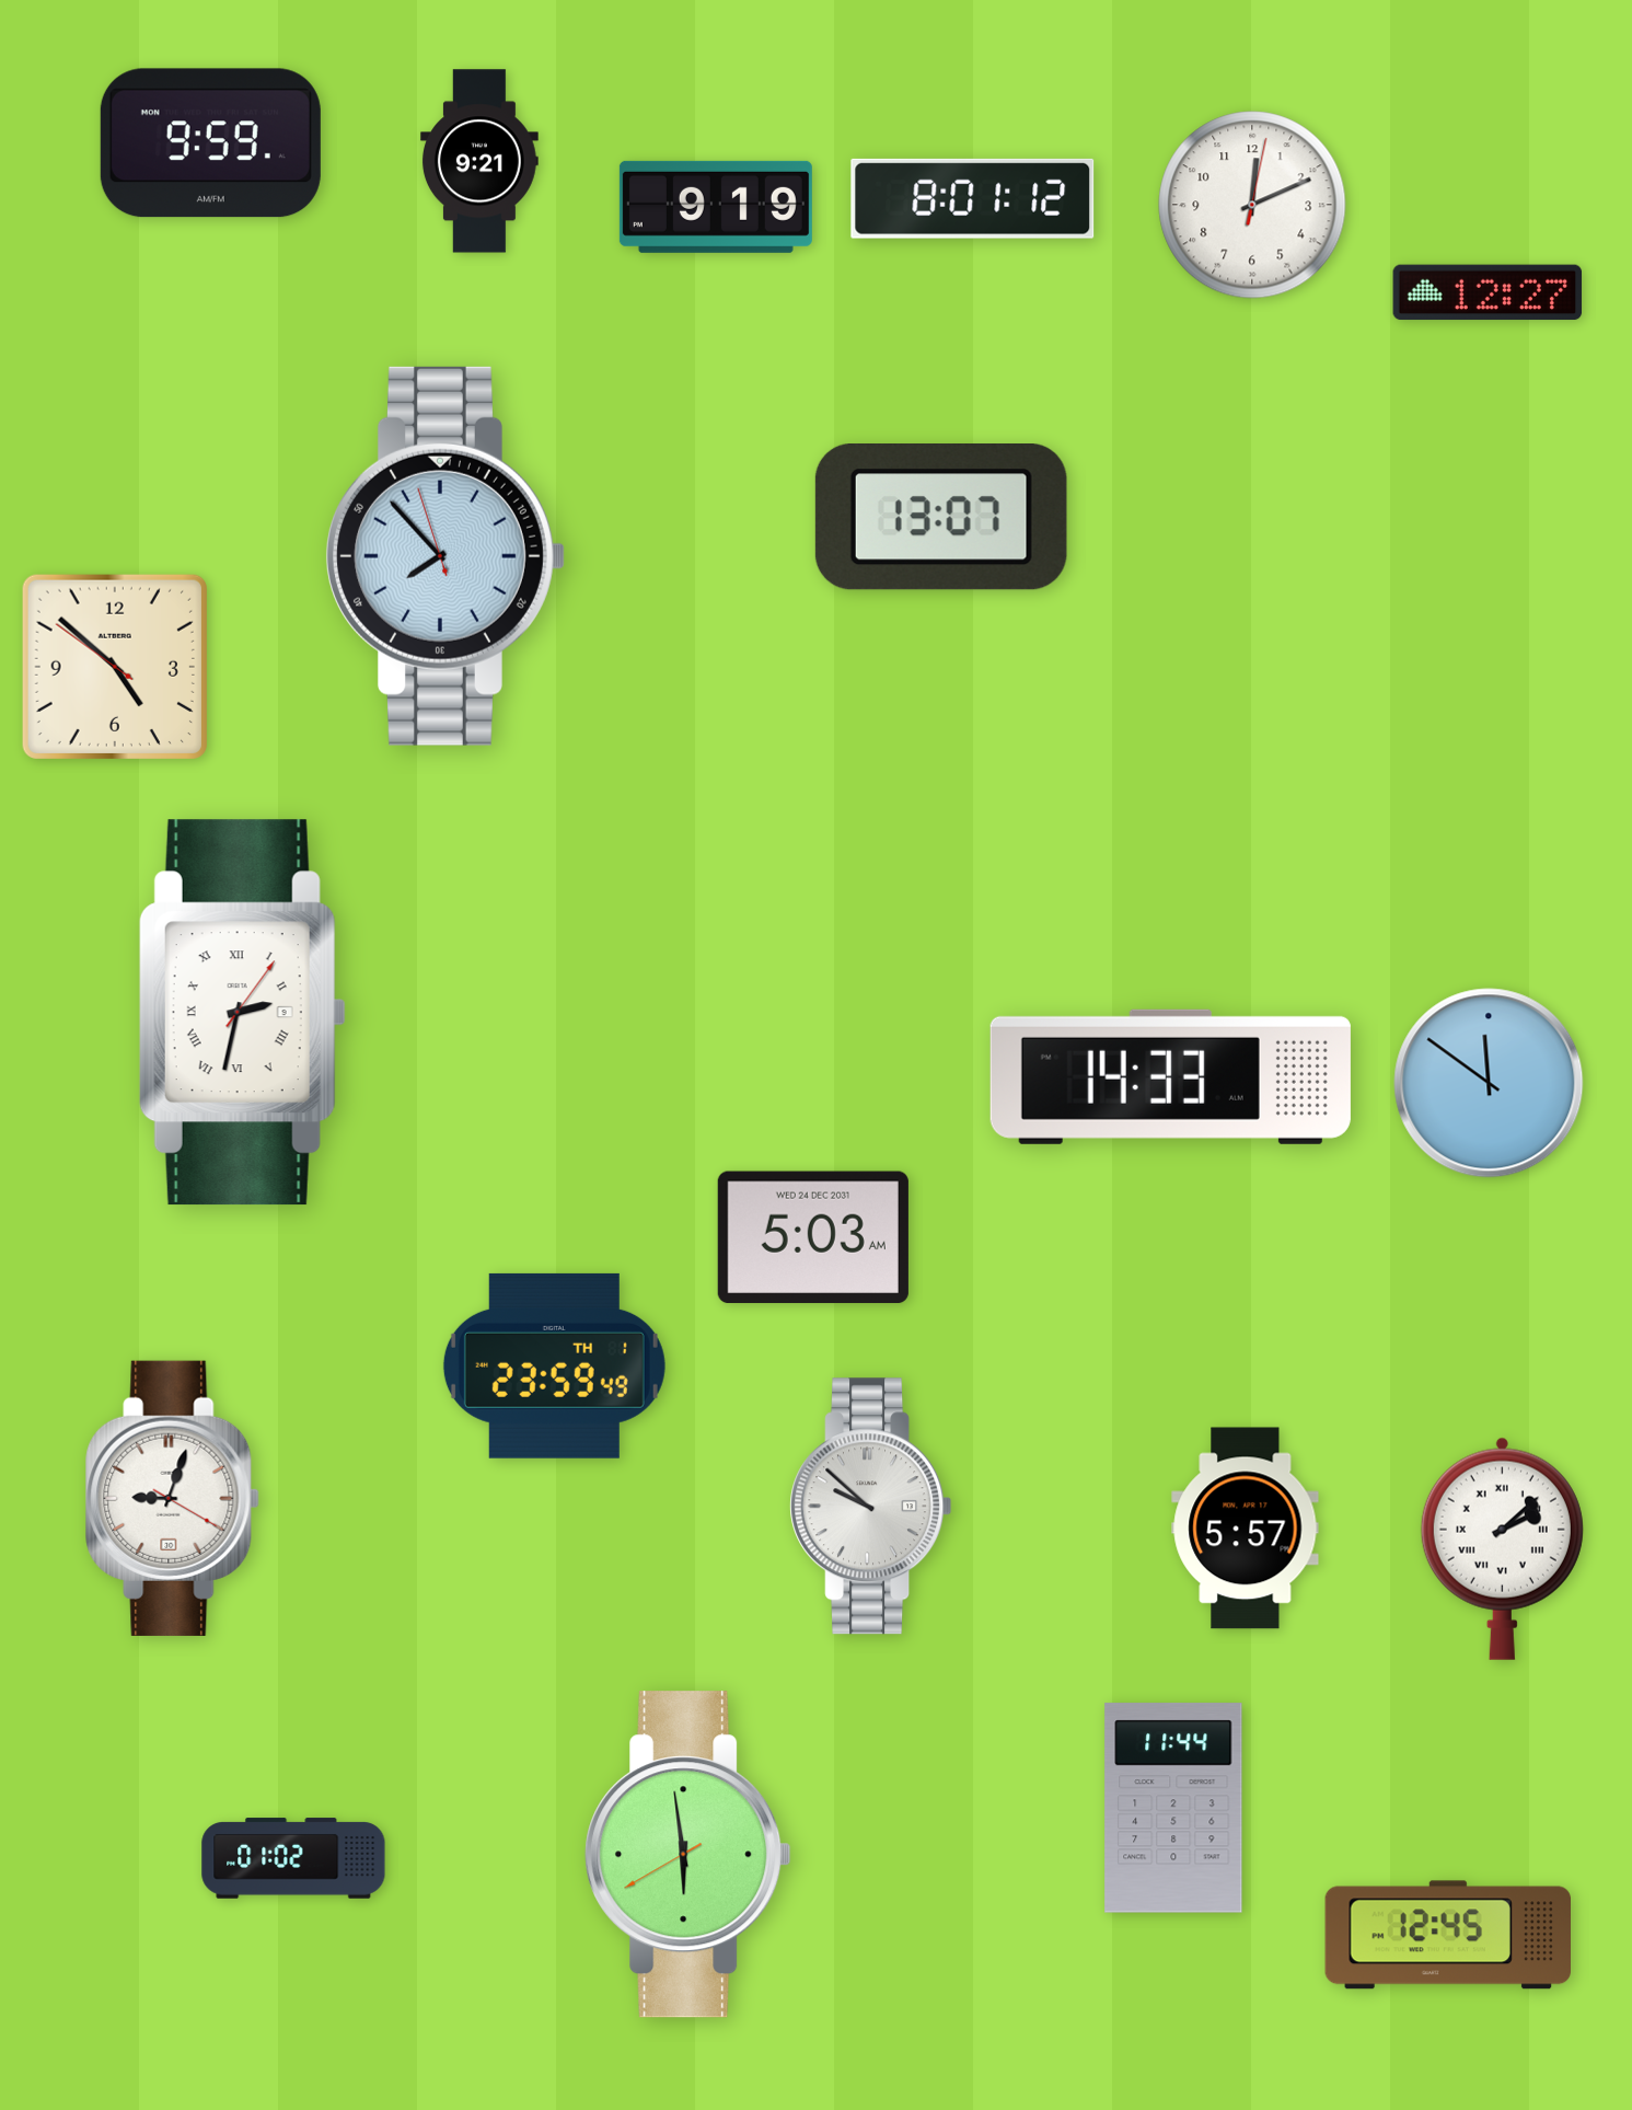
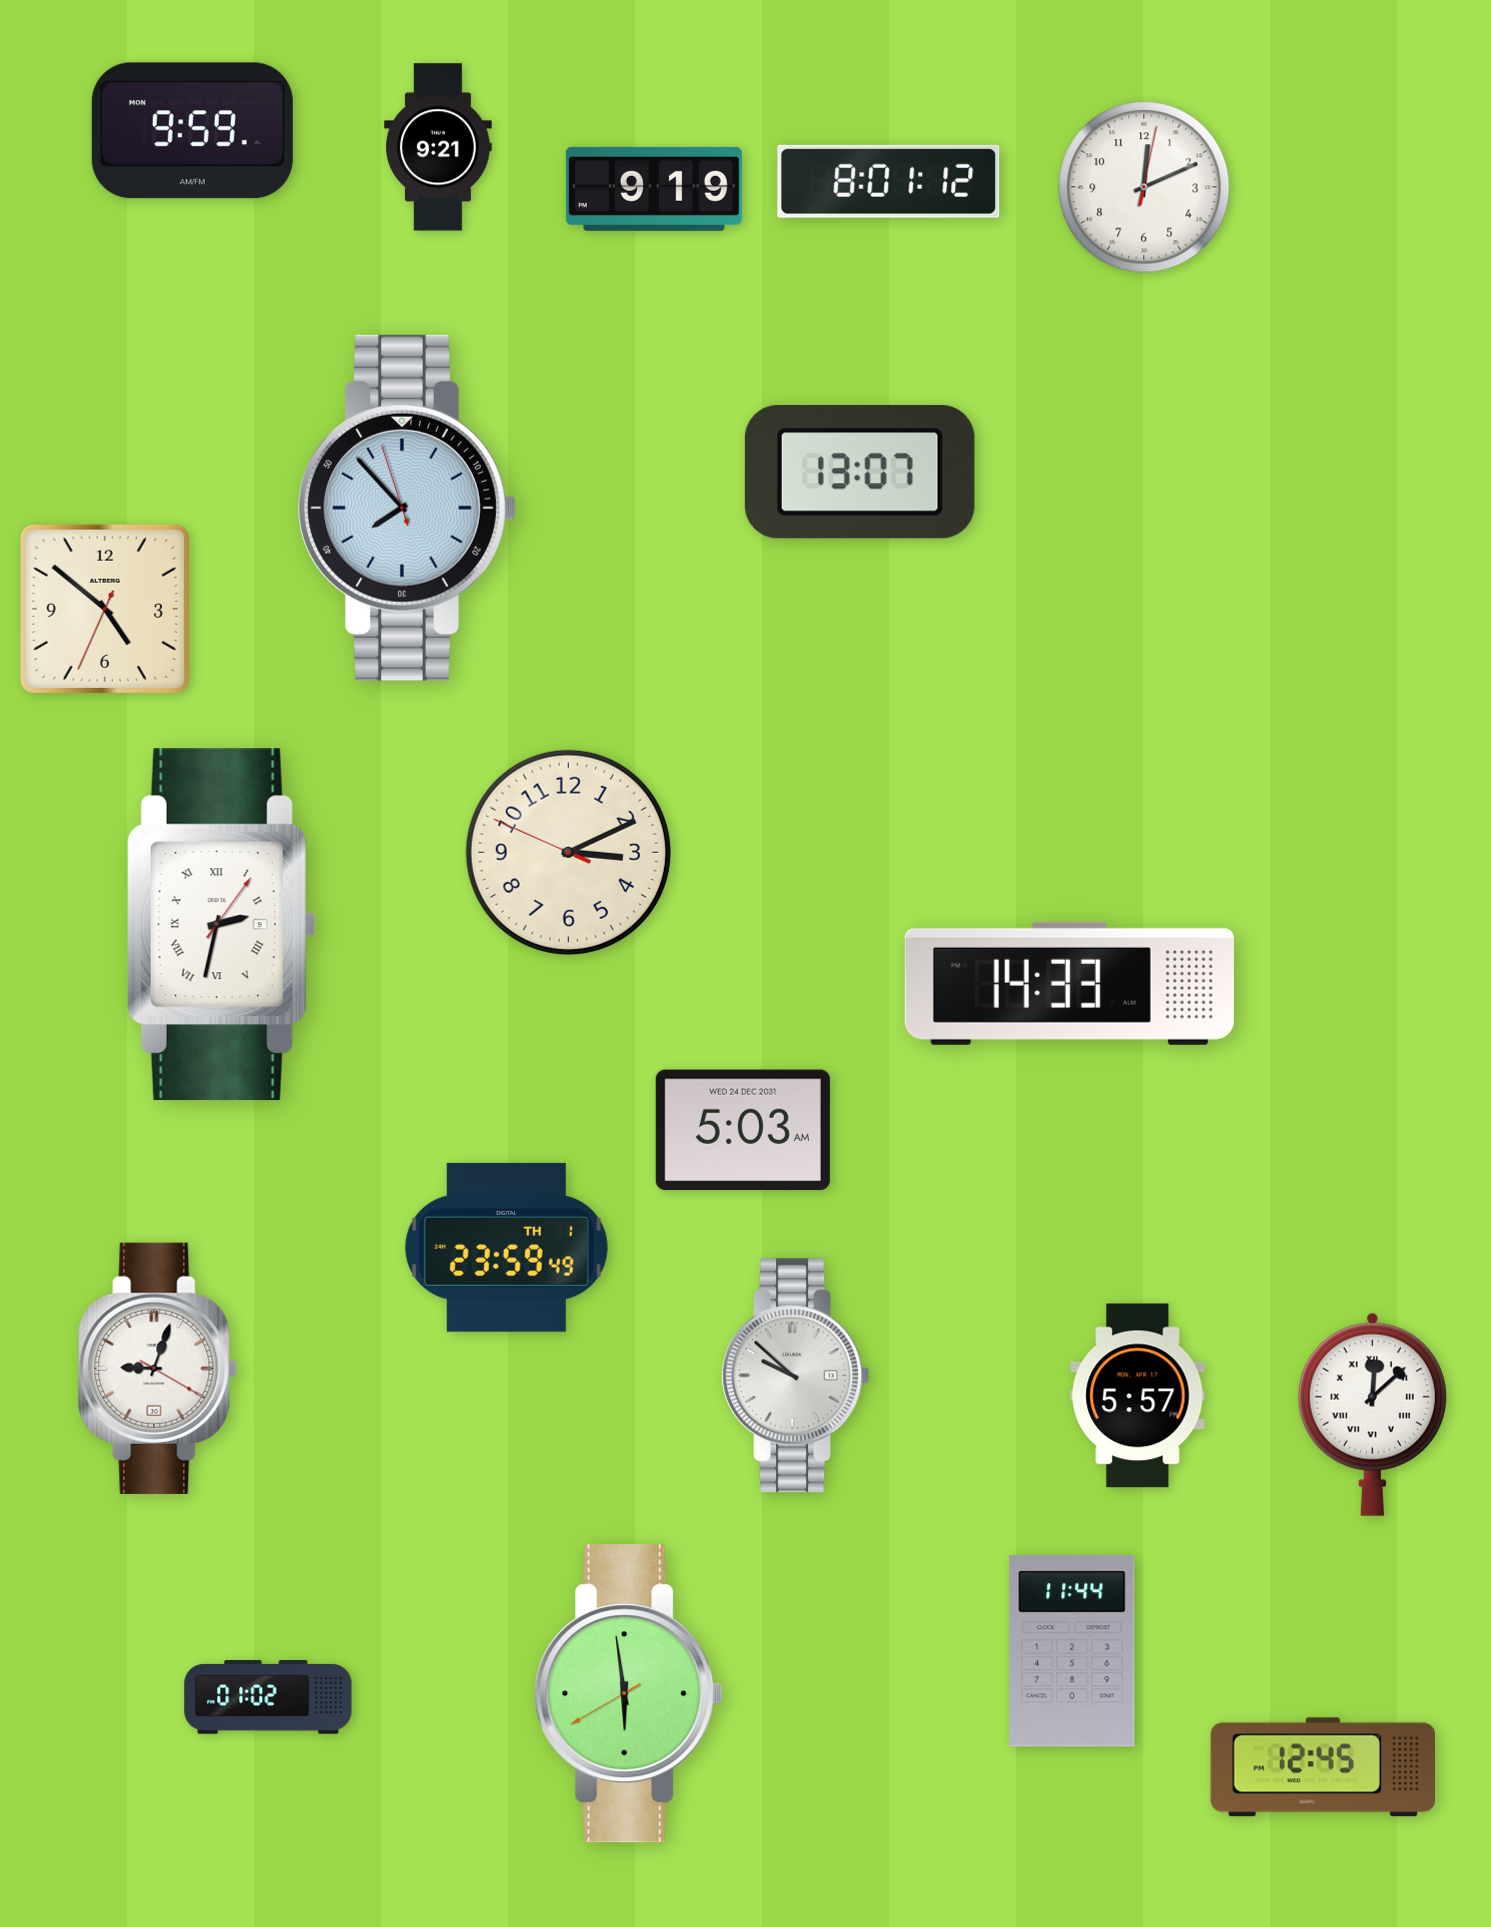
clock at (1488, 292): 12:27 -> none
clock at (115, 667): 4:51:51 -> 4:51:34
clock at (568, 852): none -> 3:10
clock at (1489, 1083): 11:51 -> none
clock at (1502, 1548): 2:08 -> 12:08
